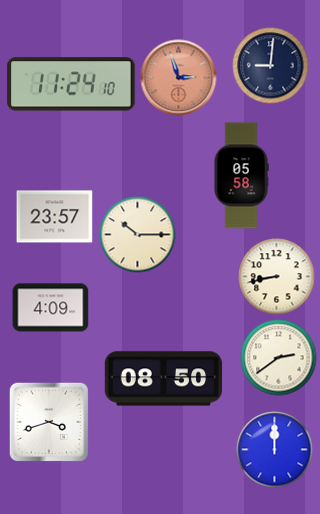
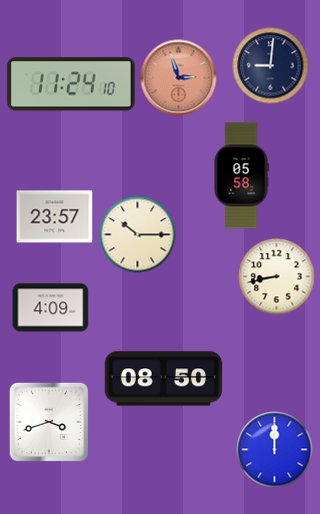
clock at (279, 358): 2:39 -> none
